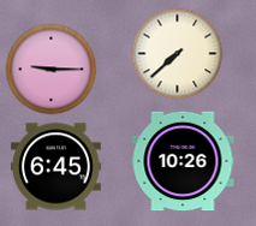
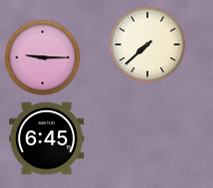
clock at (183, 161): 10:26 -> none
